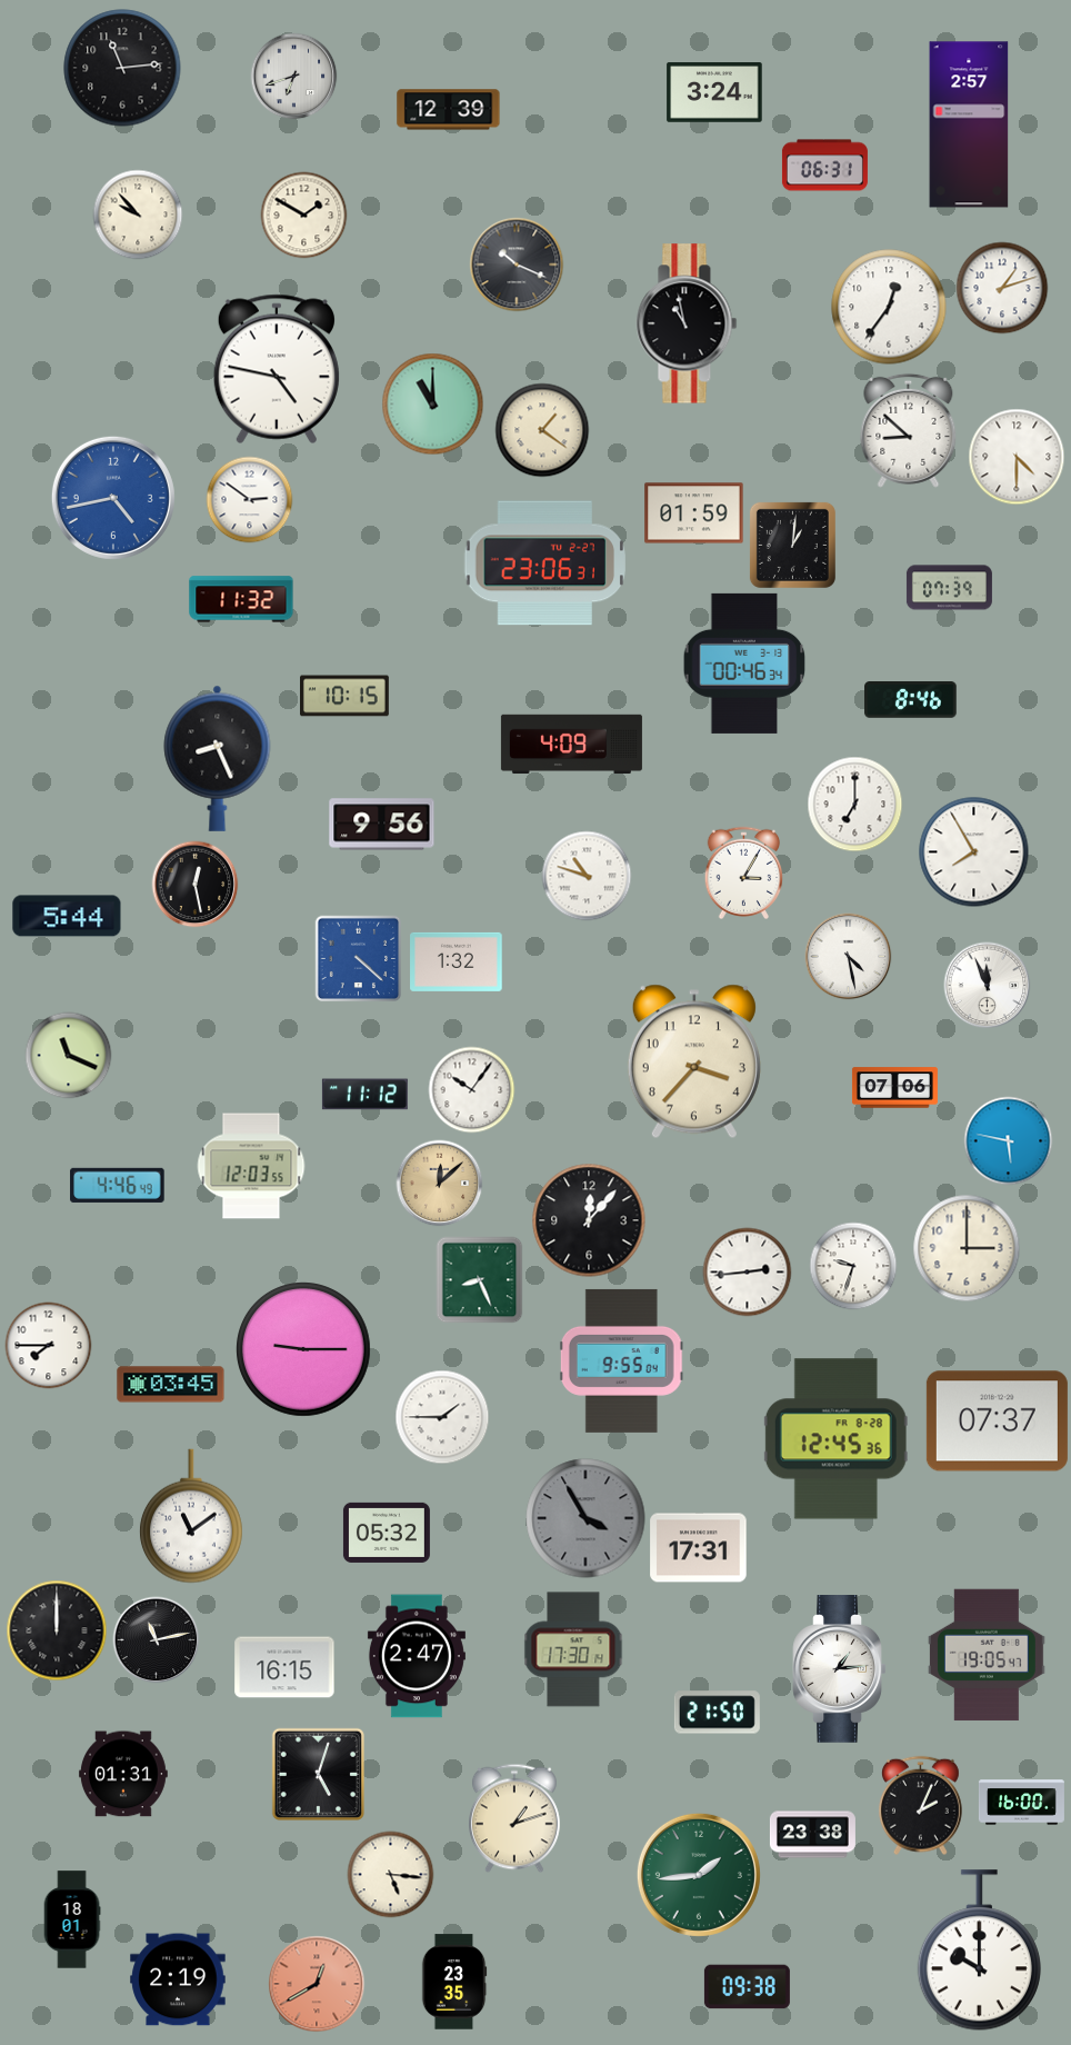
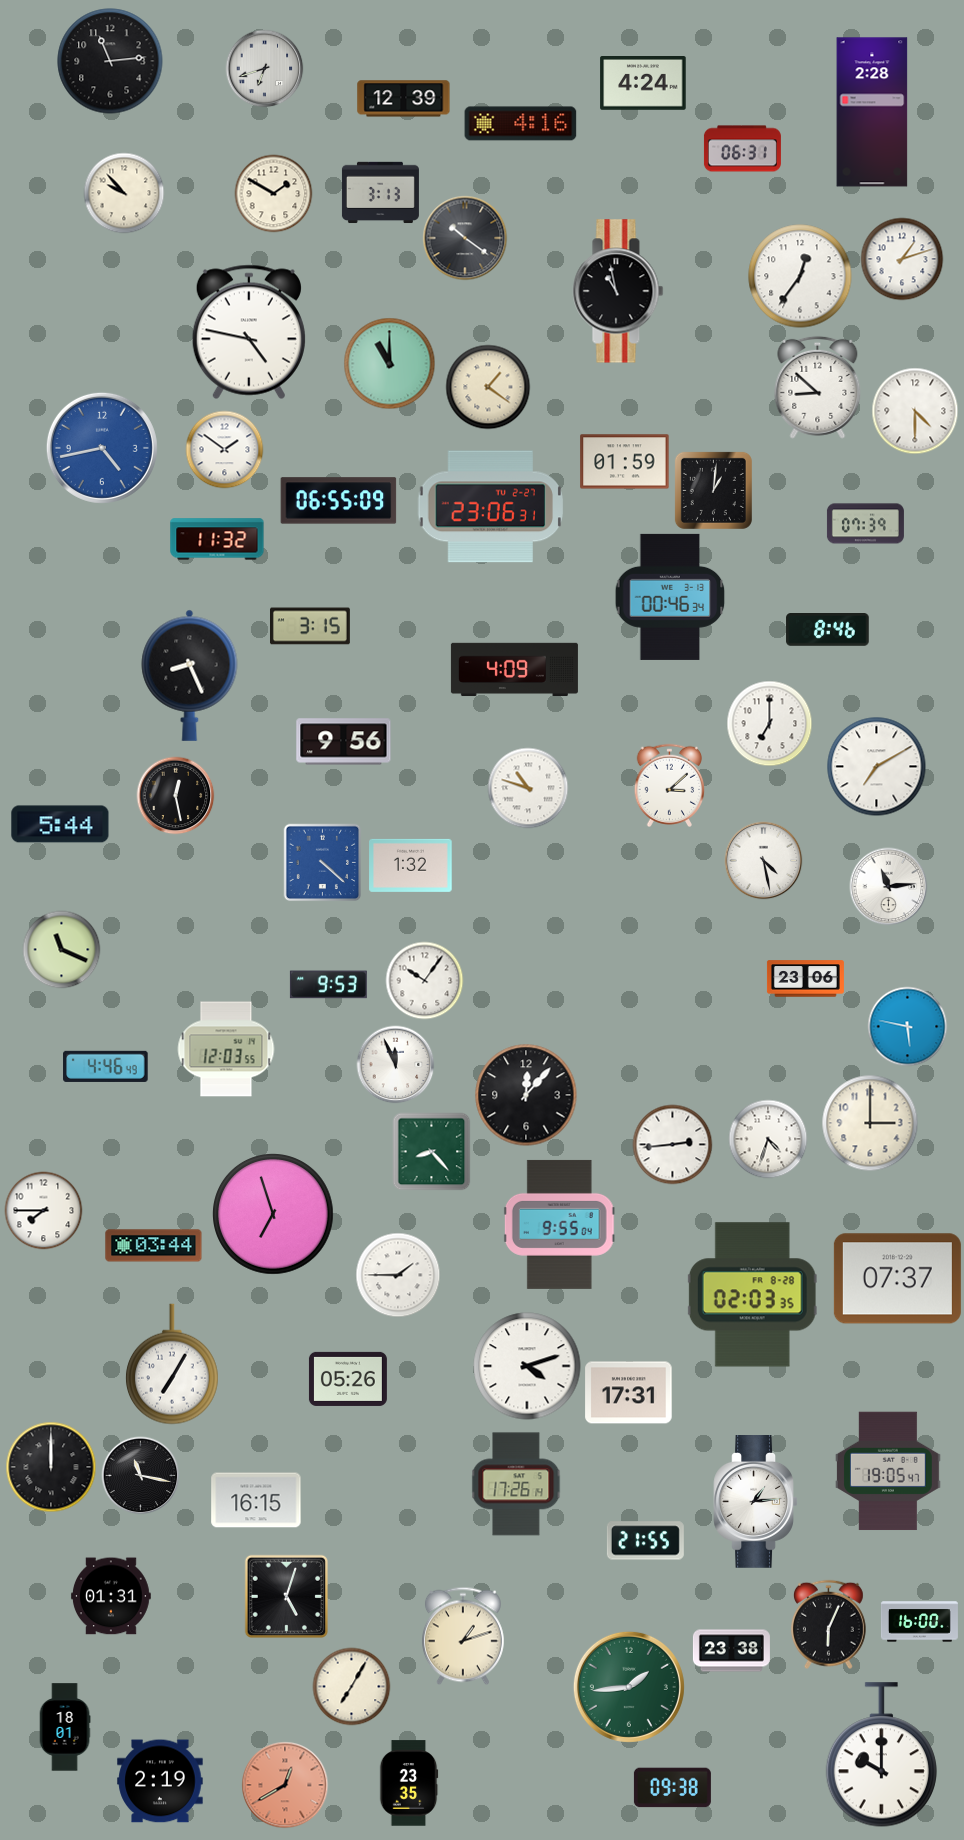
clock at (714, 93): 3:24 -> 4:24
clock at (969, 124): 2:57 -> 2:28
clock at (521, 124): none -> 4:16
clock at (380, 193): none -> 3:13
clock at (517, 265): 10:19 -> 10:21
clock at (249, 499): 2:51 -> 1:51
clock at (339, 501): none -> 06:55
clock at (949, 588) position: (949, 588) -> (865, 524)
clock at (346, 696): 10:15 -> 3:15
clock at (911, 700) position: (911, 700) -> (828, 630)
clock at (218, 758) position: (218, 758) -> (190, 675)
clock at (974, 852): 7:55 -> 7:10
clock at (744, 872): 3:05 -> 3:08
clock at (987, 985): 11:56 -> 11:14
clock at (694, 1061): 3:37 -> none
clock at (894, 1088): 07:06 -> 23:06
clock at (364, 1095): 11:12 -> 9:53
clock at (439, 1183): 12:08 -> 11:56
clock at (439, 1183) dial: champagne -> white
clock at (589, 1220) position: (589, 1220) -> (526, 1095)
clock at (853, 1266): 9:33 -> 4:33
clock at (479, 1279): 8:26 -> 8:23
clock at (304, 1350): 9:15 -> 6:57
clock at (171, 1385): 03:45 -> 03:44
clock at (835, 1439): 12:45 -> 02:03
clock at (191, 1516): 11:09 -> 7:05
clock at (585, 1518): 3:55 -> 4:12
clock at (585, 1518) dial: grey -> white
clock at (387, 1533): 05:32 -> 05:26
clock at (156, 1639): 11:13 -> 11:17
clock at (573, 1649): 17:30 -> 17:26
clock at (987, 1655) position: (987, 1655) -> (888, 1471)
clock at (417, 1656): 2:47 -> none
clock at (717, 1713): 21:50 -> 21:55
clock at (920, 1805): 2:04 -> 6:04
clock at (390, 1874): 5:16 -> 7:05
